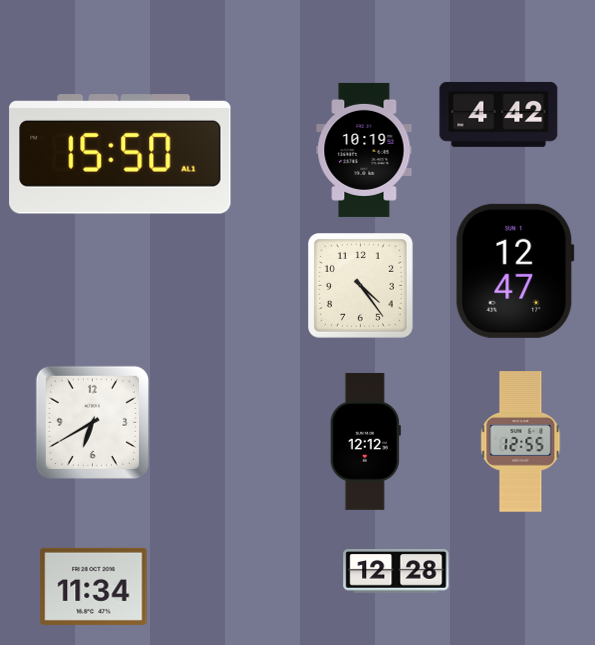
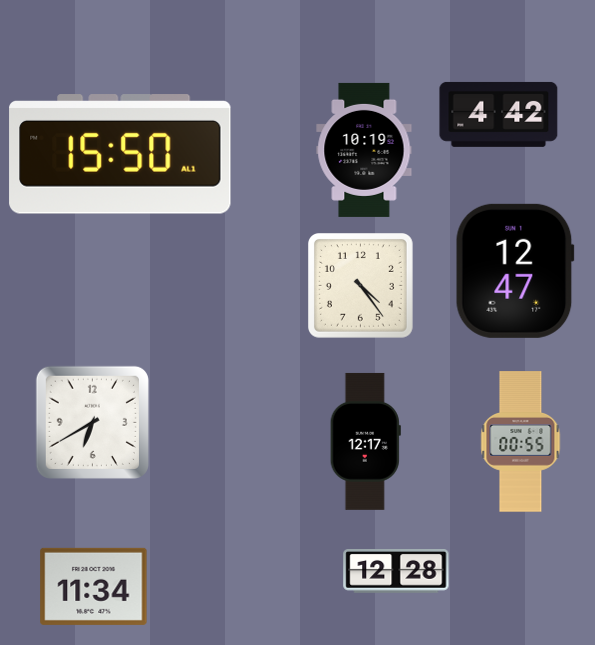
clock at (365, 441): 12:12 -> 12:17
clock at (521, 442): 12:55 -> 00:55
